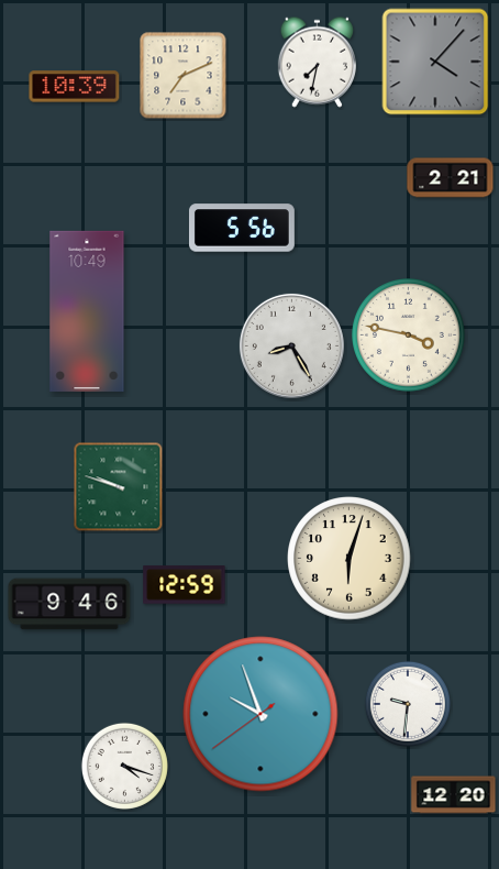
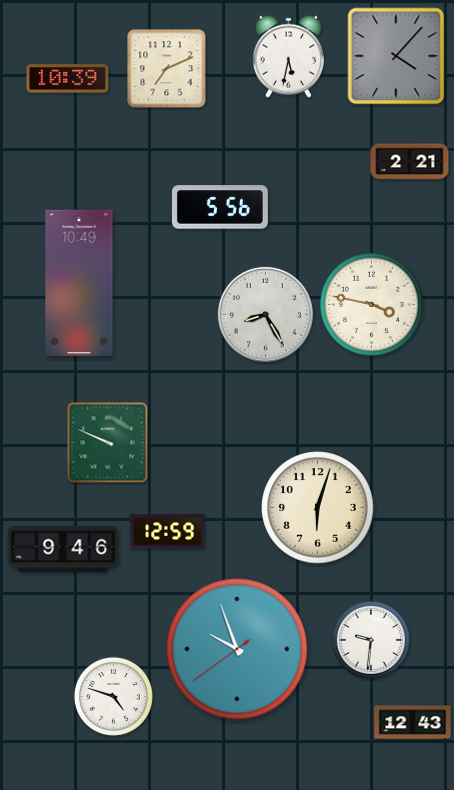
clock at (317, 62): 7:32 -> 5:32
clock at (119, 487): 9:48 -> 9:49
clock at (124, 766): 4:18 -> 4:48
clock at (454, 795): 12:20 -> 12:43
